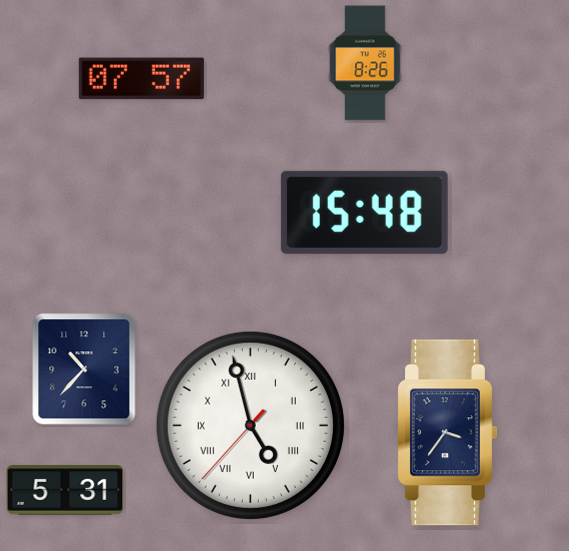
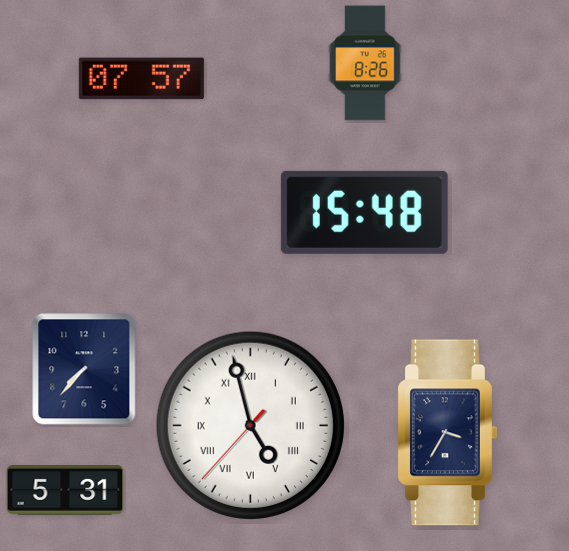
clock at (84, 369): 10:37 -> 7:37
clock at (447, 433): 3:36 -> 3:35
